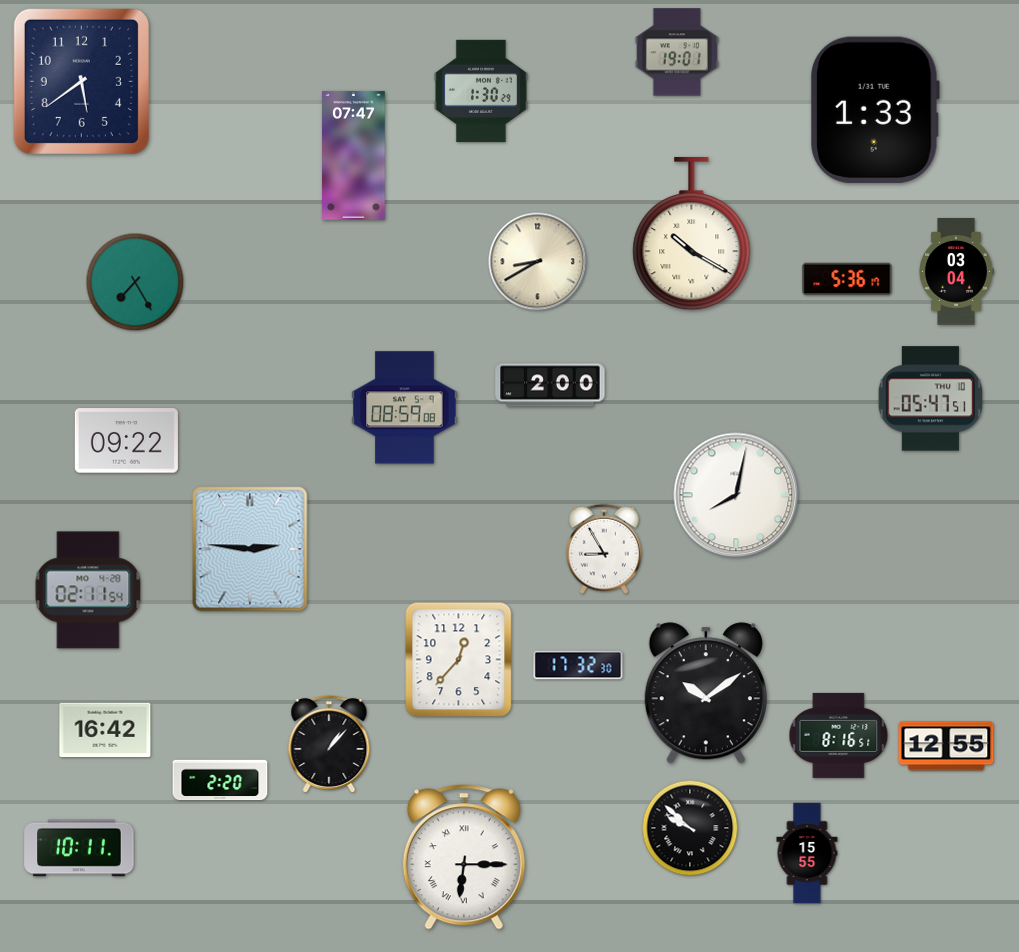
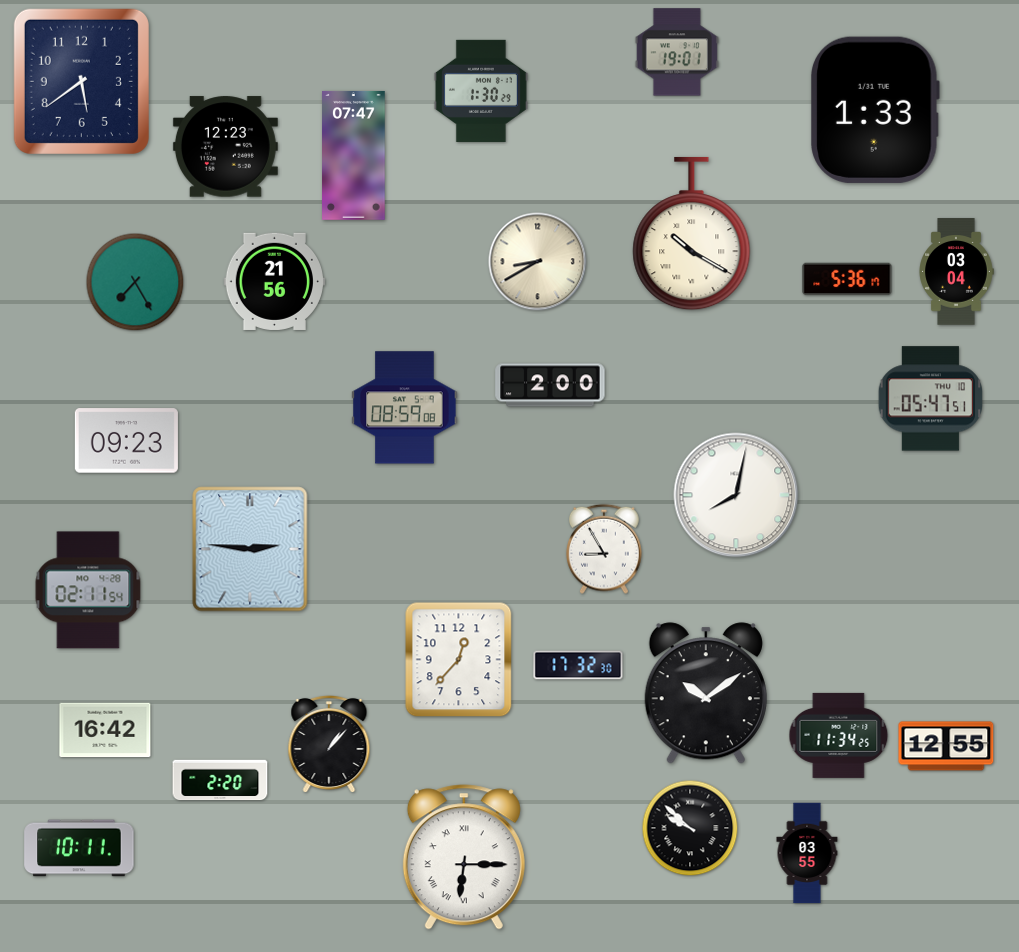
clock at (225, 147): none -> 12:23
clock at (274, 281): none -> 21:56
clock at (126, 441): 09:22 -> 09:23
clock at (839, 735): 8:16 -> 11:34
clock at (807, 853): 15:55 -> 03:55
